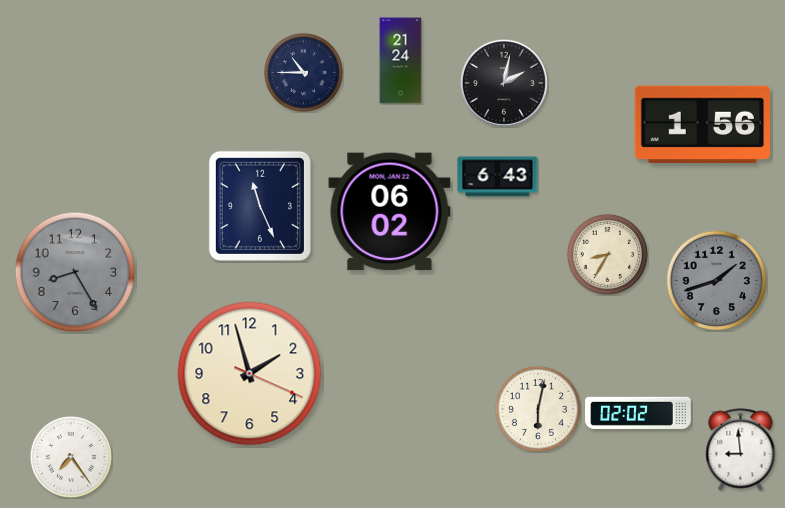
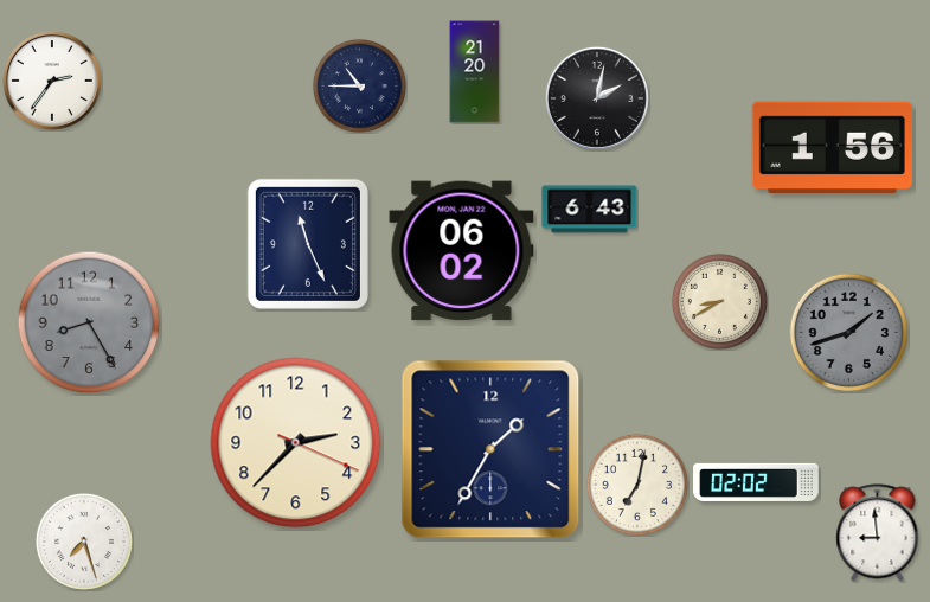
clock at (401, 61): 21:24 -> 21:20
clock at (52, 81): none -> 2:36
clock at (607, 254): 8:35 -> 8:40
clock at (250, 374): 1:57 -> 2:37
clock at (490, 449): none -> 1:35
clock at (538, 409): 6:02 -> 7:02
clock at (638, 413) position: (638, 413) -> (756, 482)
clock at (71, 457): 7:24 -> 7:27
